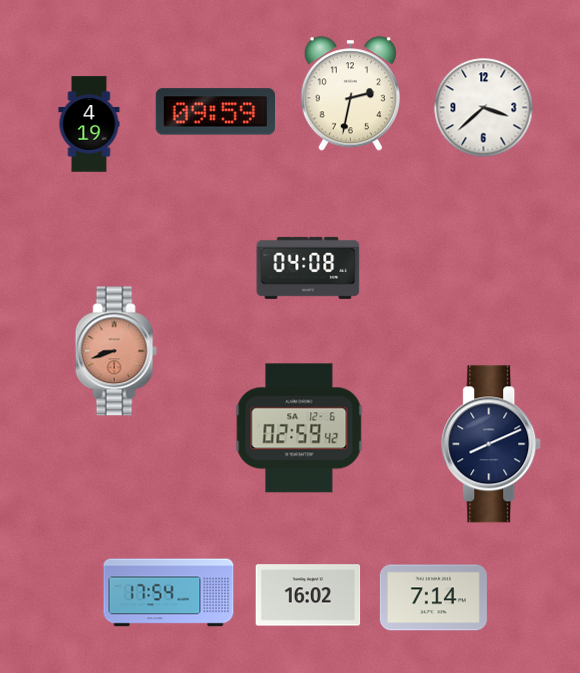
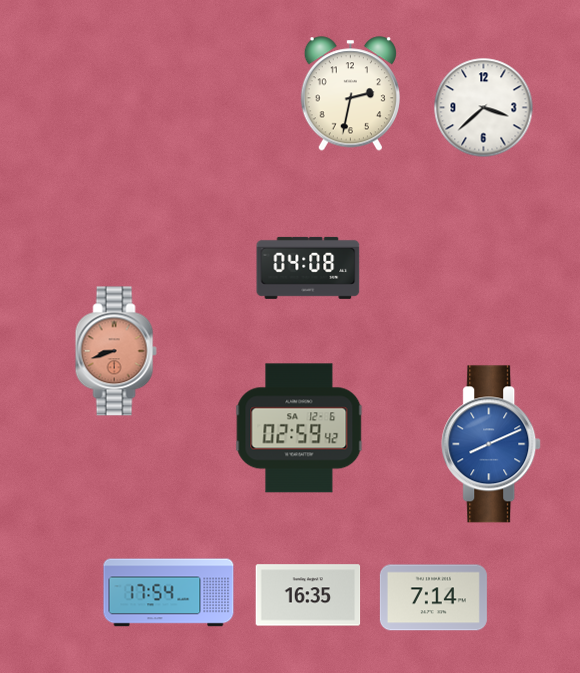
clock at (215, 112): 09:59 -> none
clock at (89, 124): 4:19 -> none
clock at (492, 444) dial: navy -> blue
clock at (308, 595): 16:02 -> 16:35
